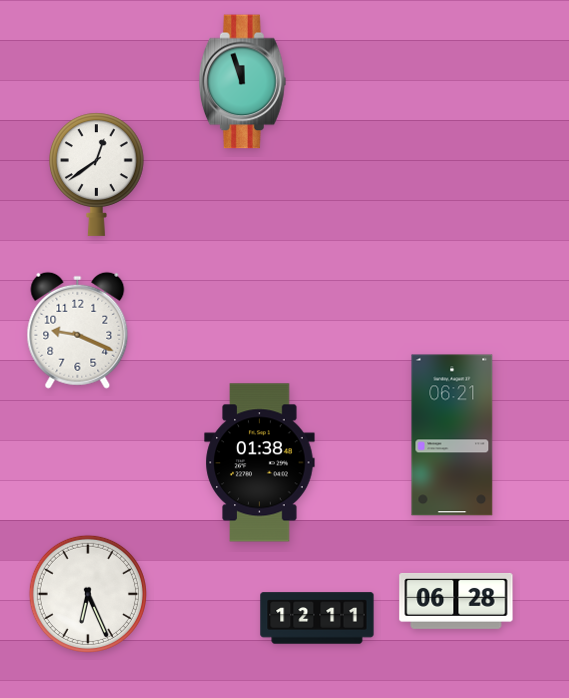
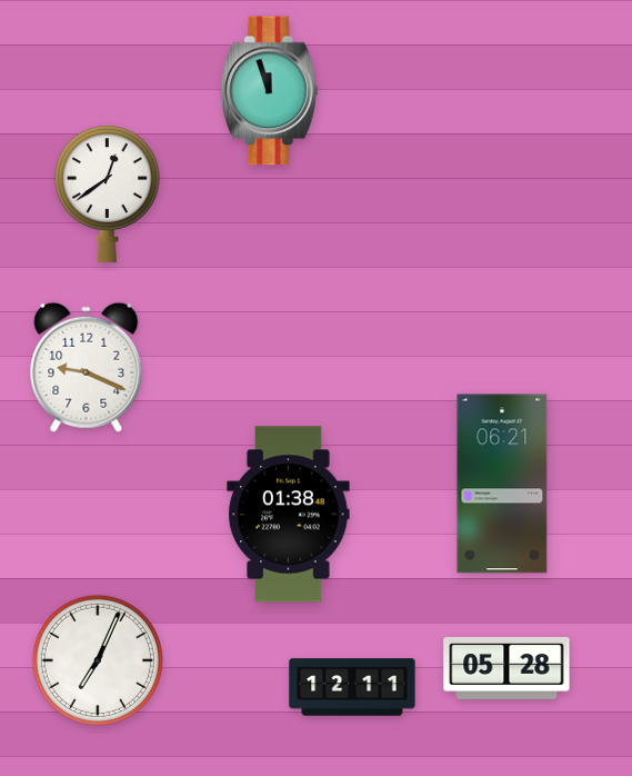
clock at (88, 594): 6:26 -> 7:04
clock at (456, 601): 06:28 -> 05:28
